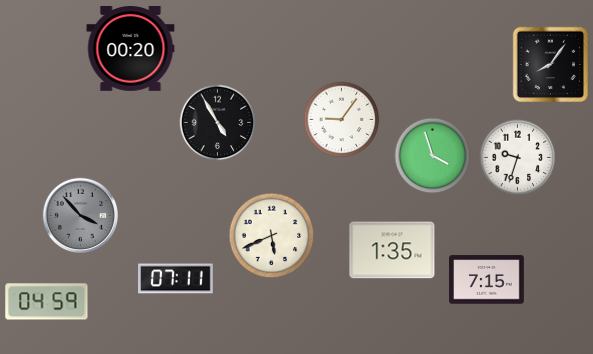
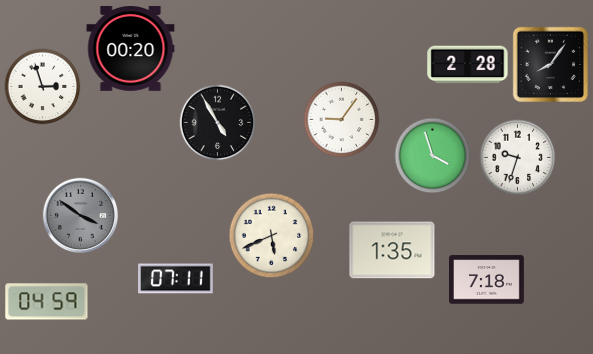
clock at (468, 65): none -> 2:28
clock at (43, 87): none -> 2:57
clock at (80, 215): 3:53 -> 3:51
clock at (487, 280): 7:15 -> 7:18
